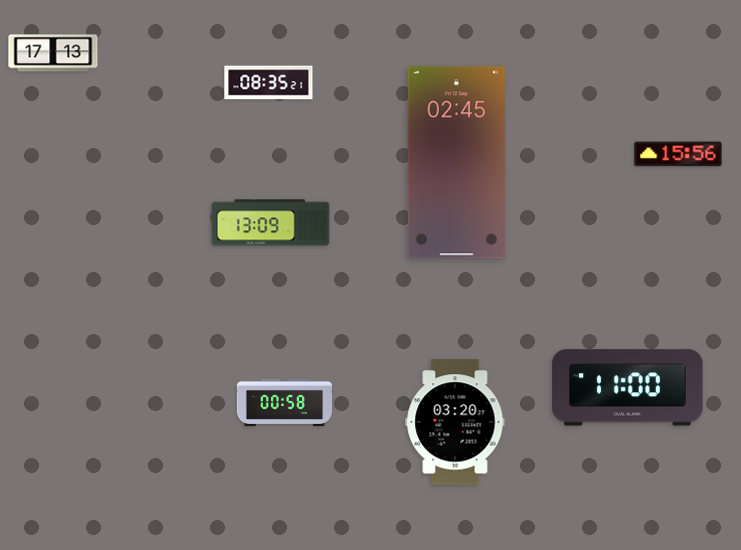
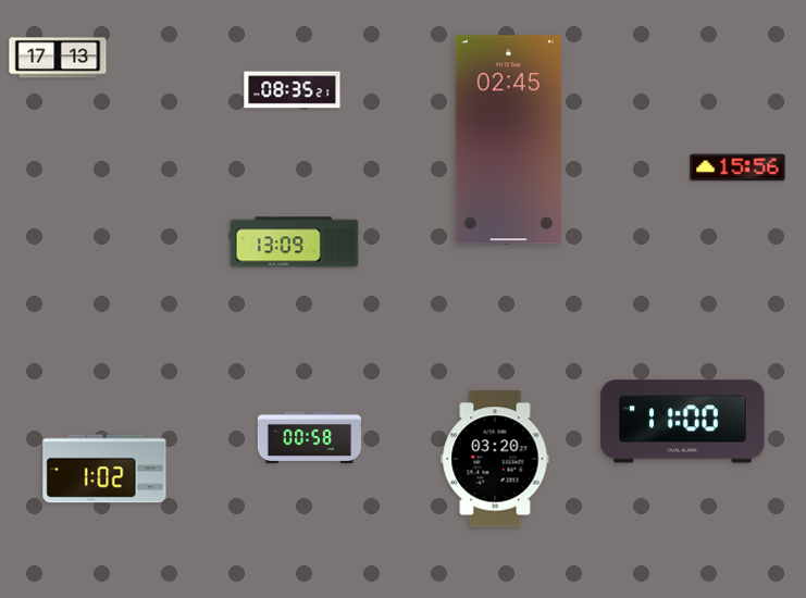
clock at (456, 163) position: (456, 163) -> (508, 140)
clock at (104, 469): none -> 1:02
